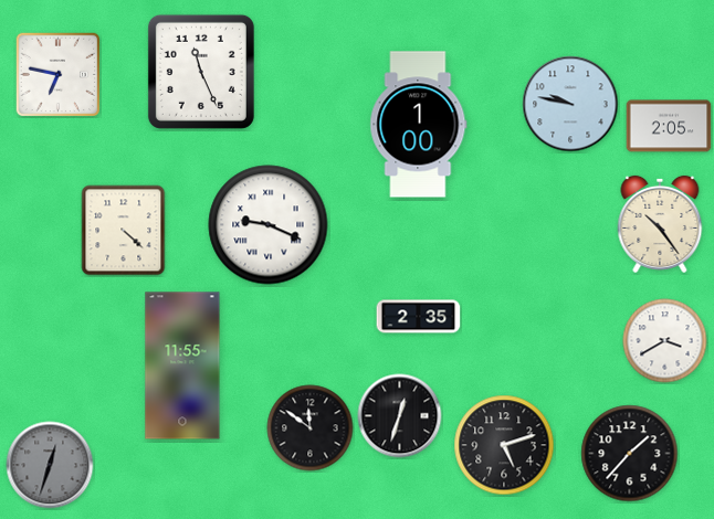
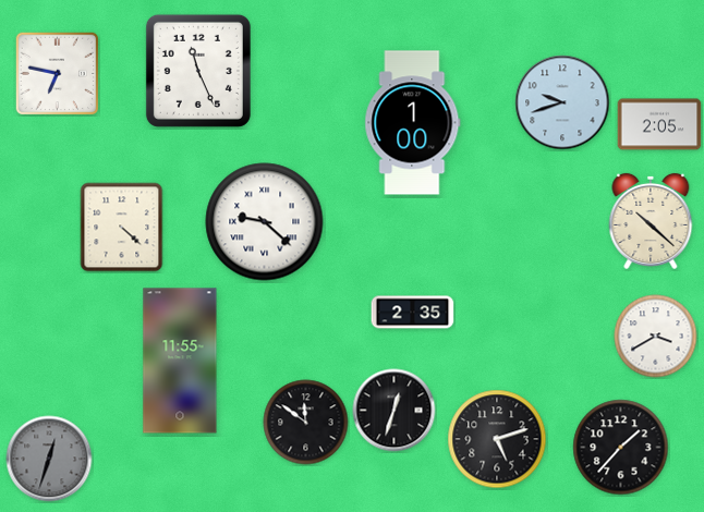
clock at (570, 104): 9:47 -> 9:42
clock at (660, 224): 10:24 -> 10:22
clock at (269, 225): 9:19 -> 9:22
